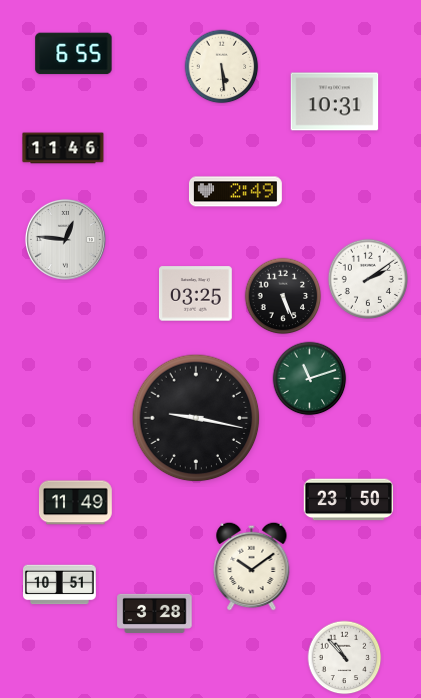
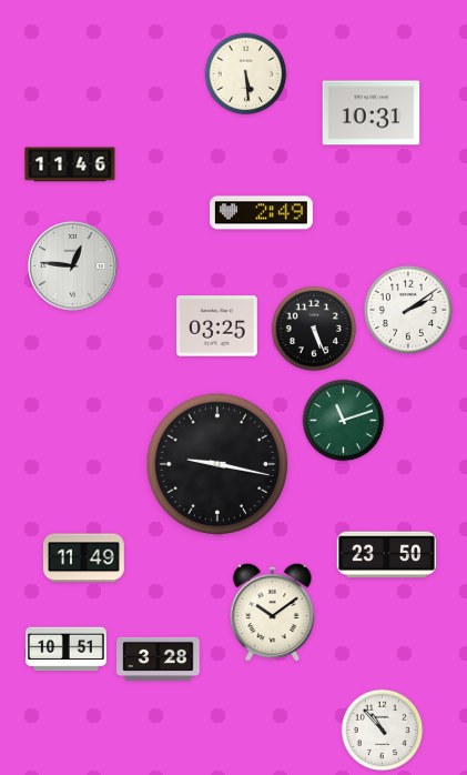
clock at (74, 54): 6:55 -> none
clock at (252, 566) position: (252, 566) -> (273, 612)
clock at (155, 613) position: (155, 613) -> (159, 658)
